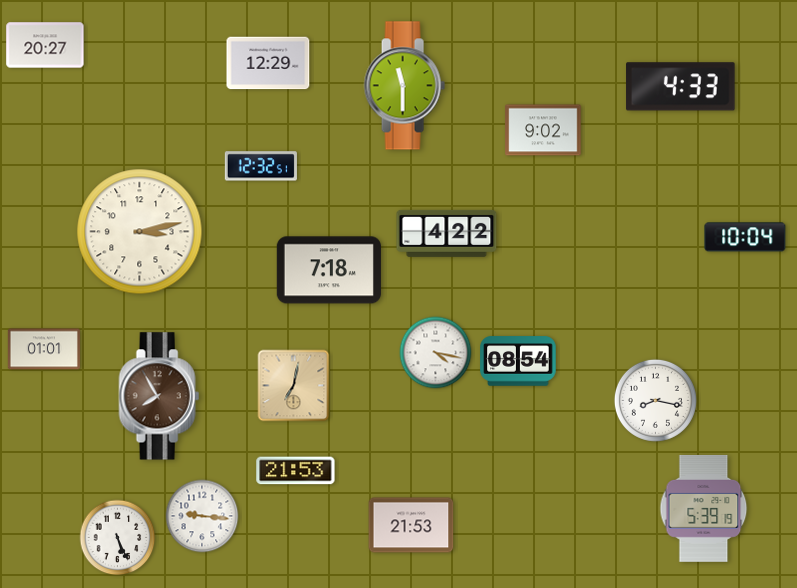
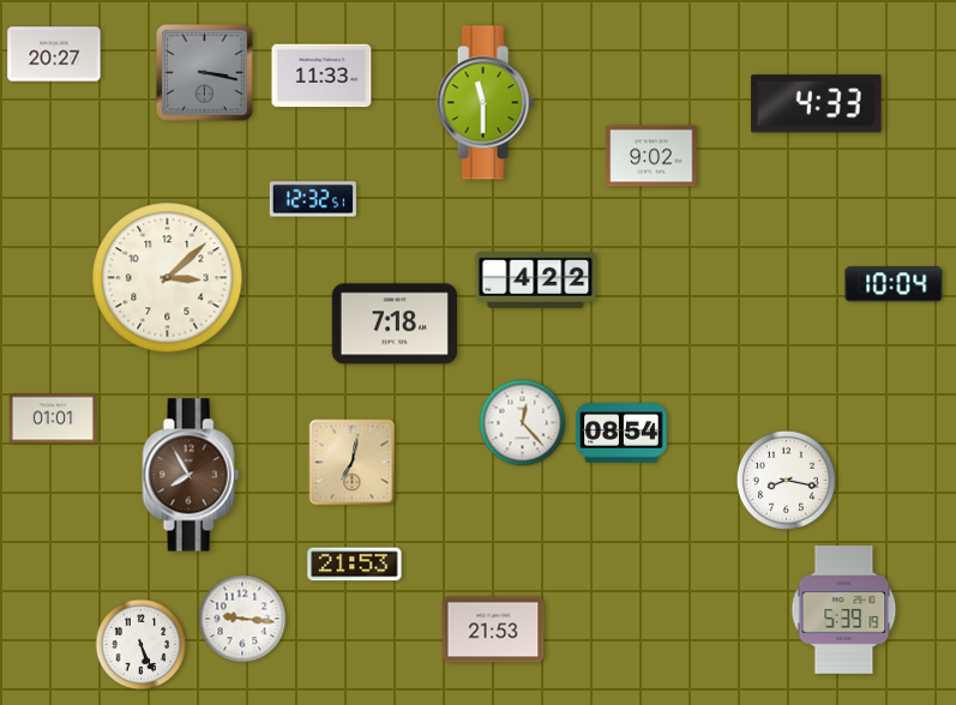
clock at (205, 73): none -> 3:17
clock at (268, 63): 12:29 -> 11:33
clock at (140, 232): 3:13 -> 3:08
clock at (436, 353): 4:17 -> 12:23
